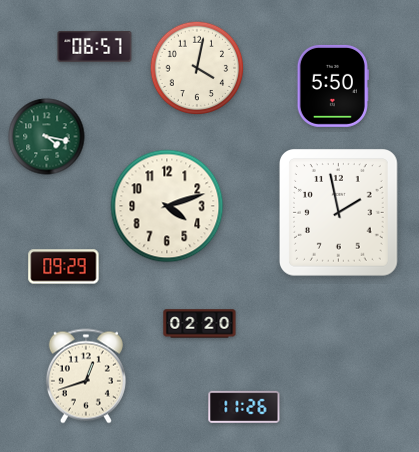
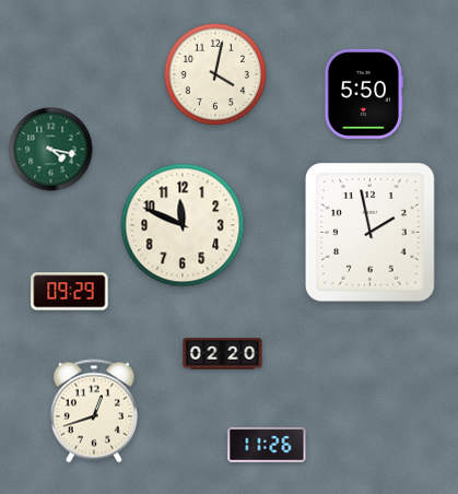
clock at (95, 47): 06:57 -> none
clock at (167, 206): 4:12 -> 11:49
clock at (200, 324) position: (200, 324) -> (223, 354)
